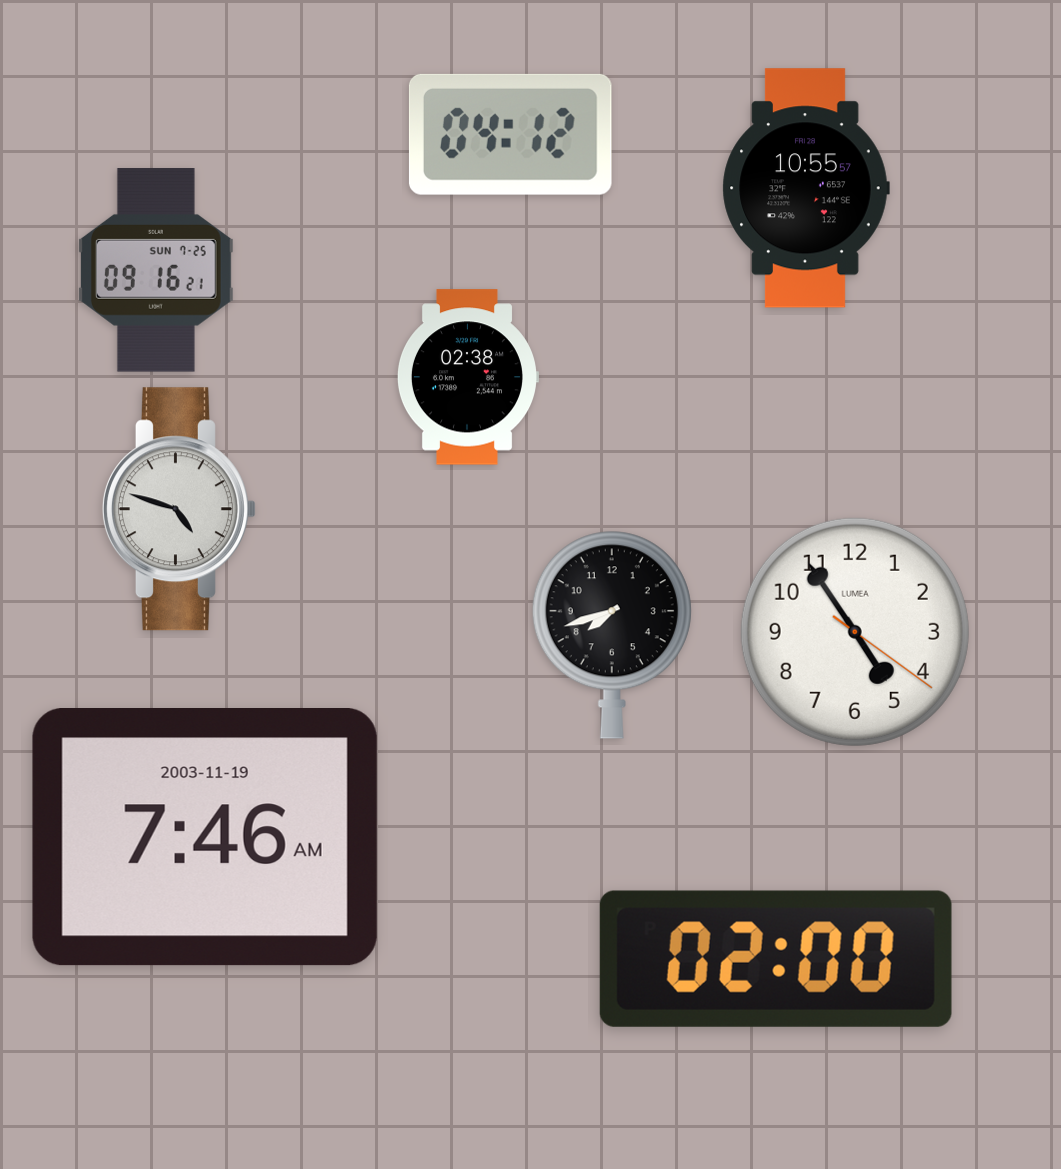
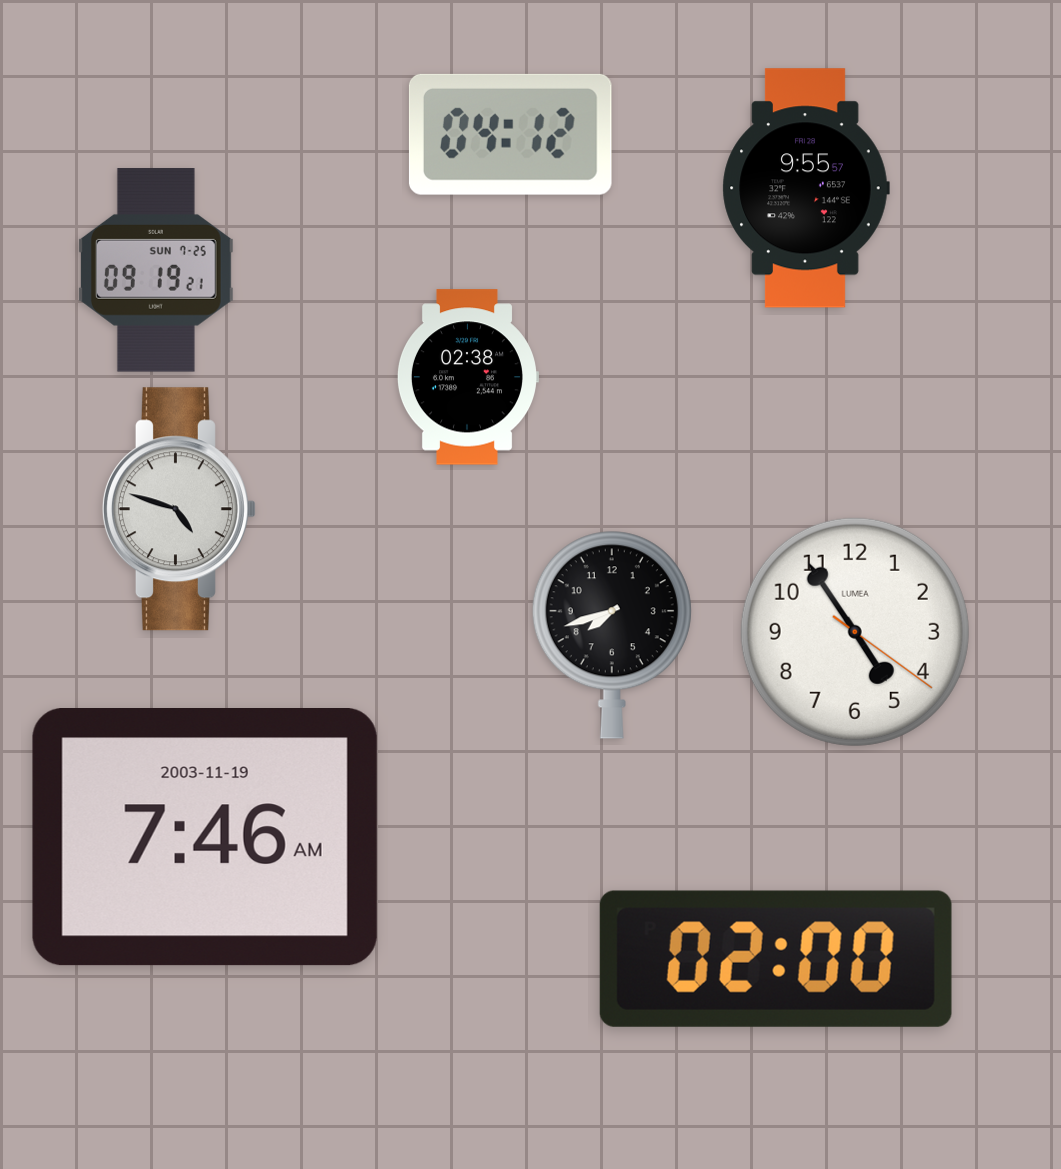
clock at (806, 188): 10:55 -> 9:55
clock at (156, 270): 09:16 -> 09:19
